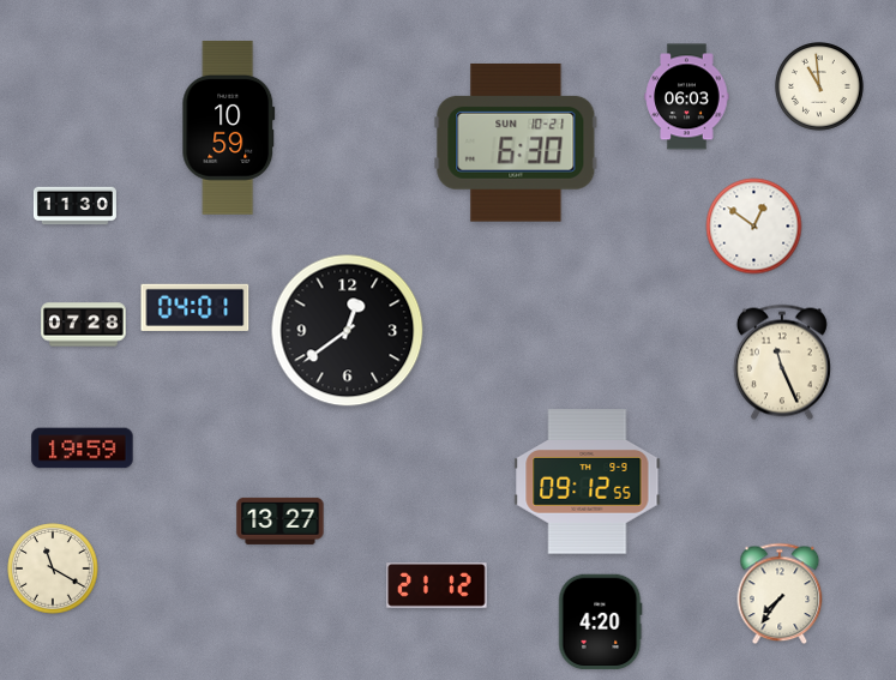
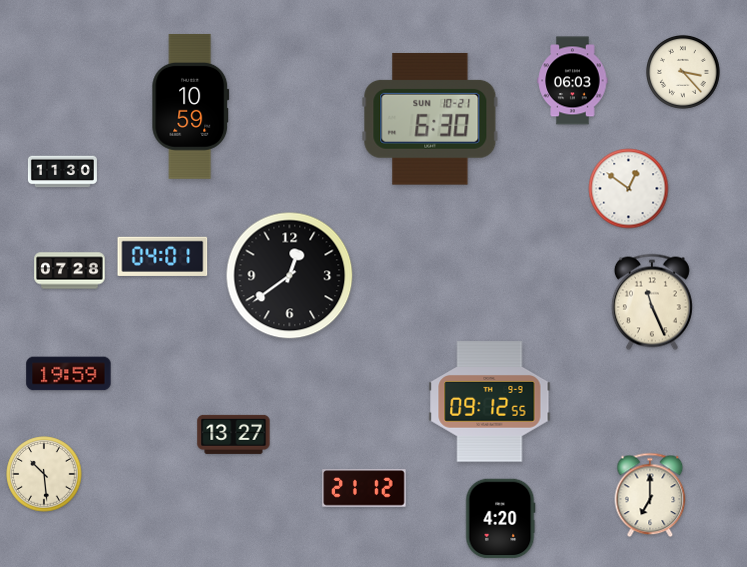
clock at (820, 88): 10:59 -> 3:23
clock at (53, 568): 11:20 -> 10:29
clock at (780, 594): 7:36 -> 7:00
